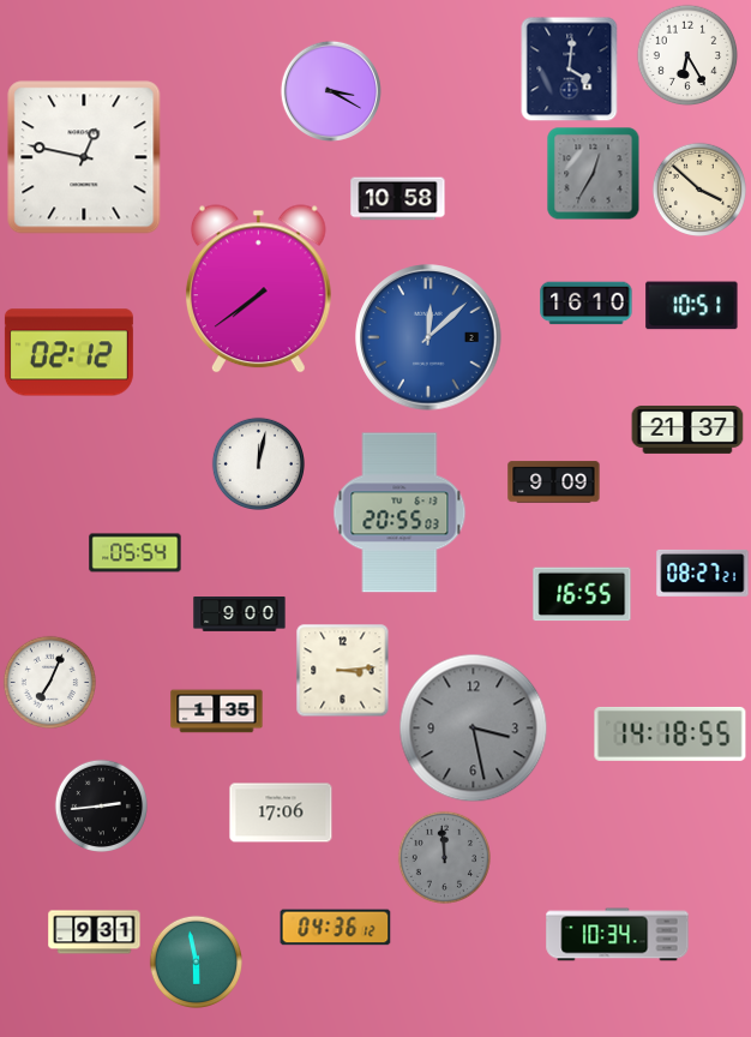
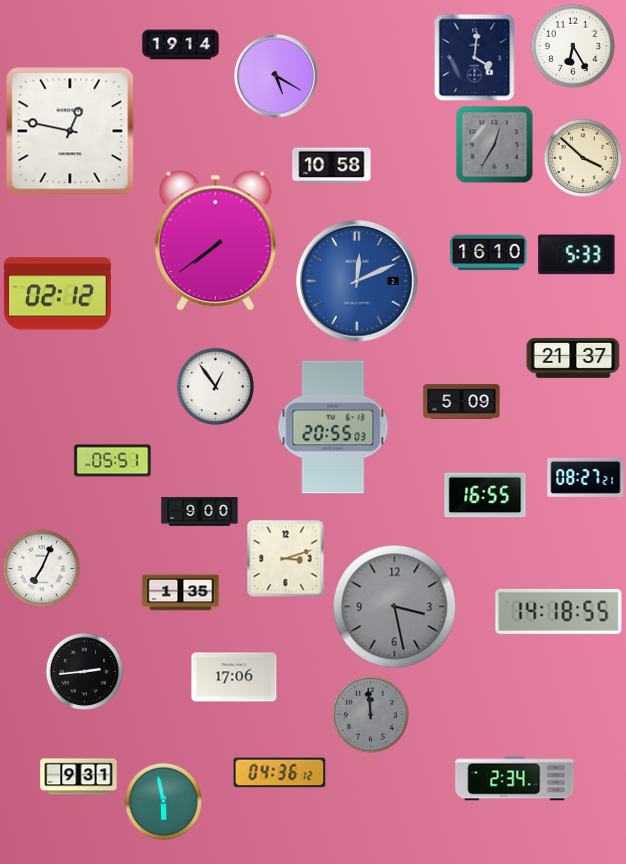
clock at (181, 45): none -> 19:14
clock at (331, 91): 3:20 -> 5:20
clock at (692, 306): 10:51 -> 5:33
clock at (428, 337): 12:08 -> 12:11
clock at (258, 463): 12:02 -> 12:54
clock at (554, 482): 9:09 -> 5:09
clock at (136, 553): 05:54 -> 05:51
clock at (342, 670): 3:14 -> 3:12
clock at (618, 935): 10:34 -> 2:34
